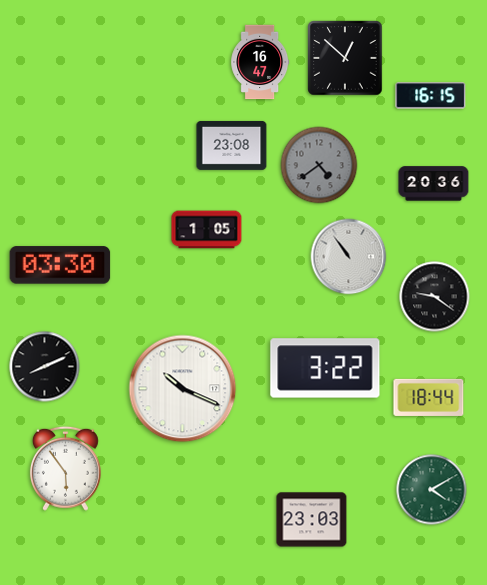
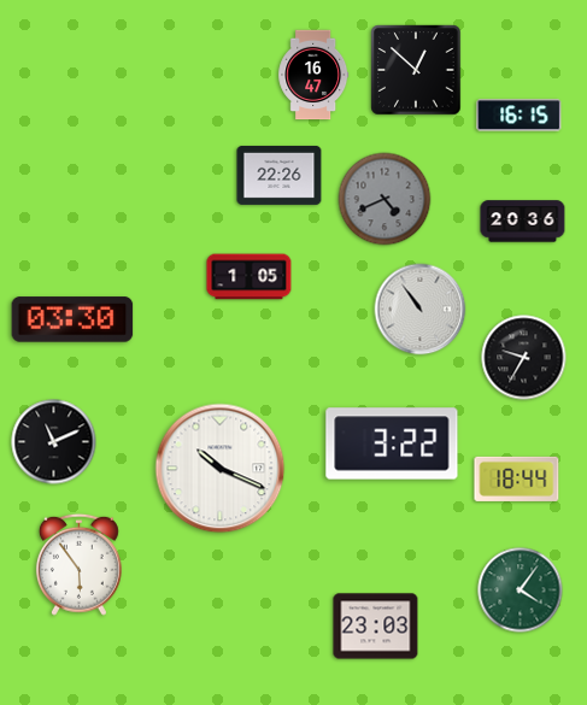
clock at (232, 145): 23:08 -> 22:26
clock at (319, 165): 4:39 -> 4:41
clock at (435, 297): 9:21 -> 9:35
clock at (45, 367): 8:11 -> 11:11
clock at (432, 490): 4:10 -> 4:06
